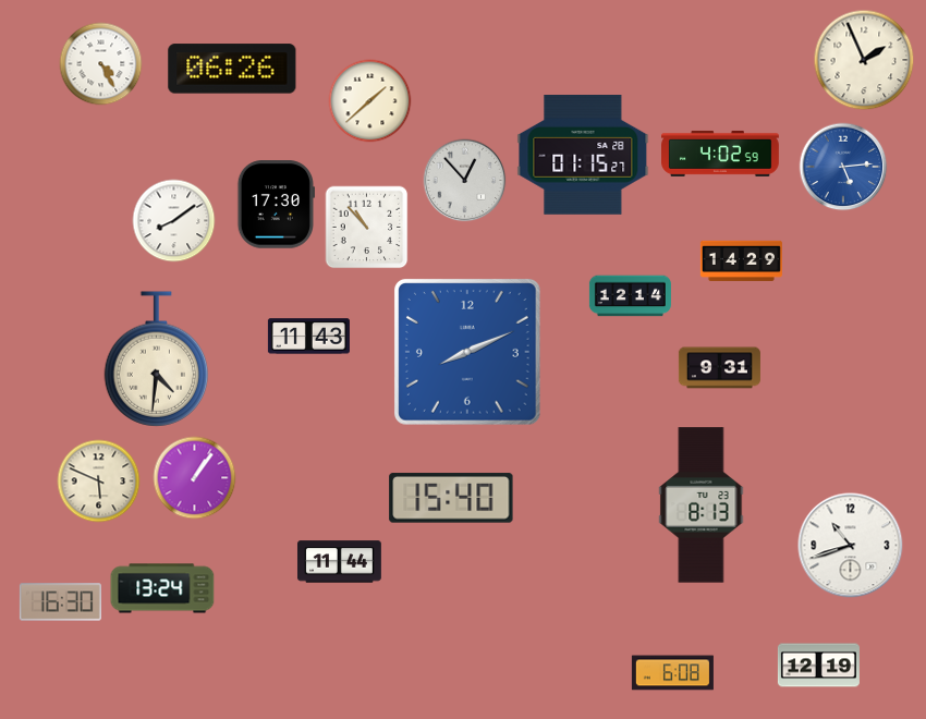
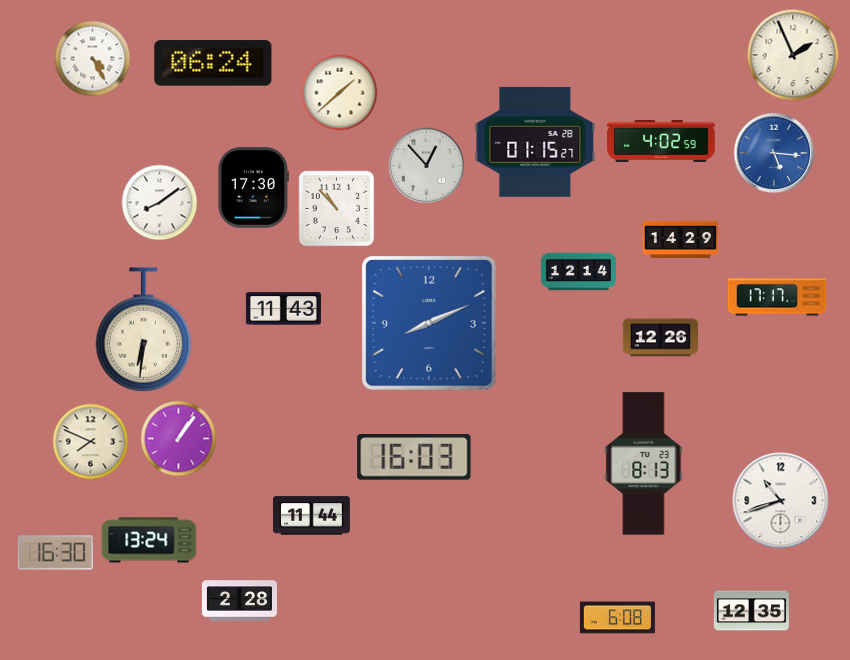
clock at (232, 69): 06:26 -> 06:24
clock at (843, 167): 5:14 -> 5:16
clock at (777, 297): none -> 17:17
clock at (157, 359): 4:31 -> 6:31
clock at (719, 368): 9:31 -> 12:26
clock at (99, 482): 5:49 -> 7:49
clock at (451, 498): 15:40 -> 16:03
clock at (239, 601): none -> 2:28
clock at (818, 666): 12:19 -> 12:35
